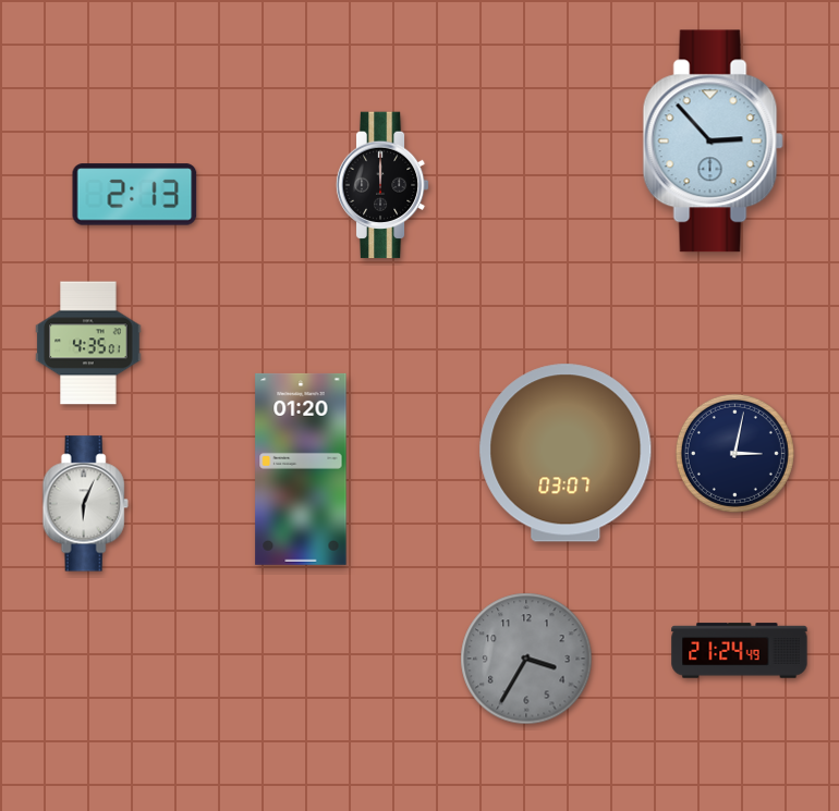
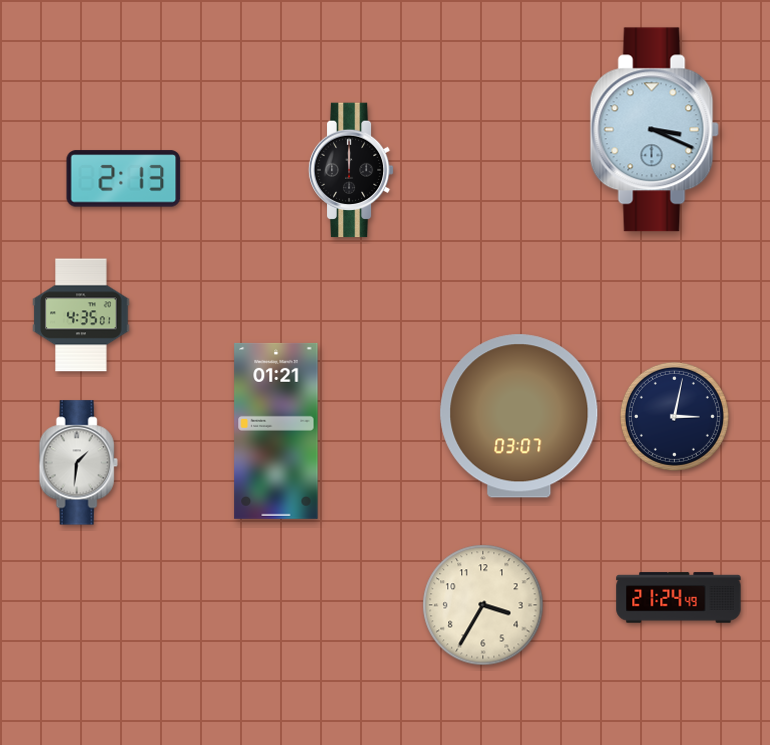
clock at (713, 142): 2:53 -> 3:19
clock at (301, 469): 01:20 -> 01:21
clock at (85, 504): 6:04 -> 1:31
clock at (526, 659) dial: grey -> cream
